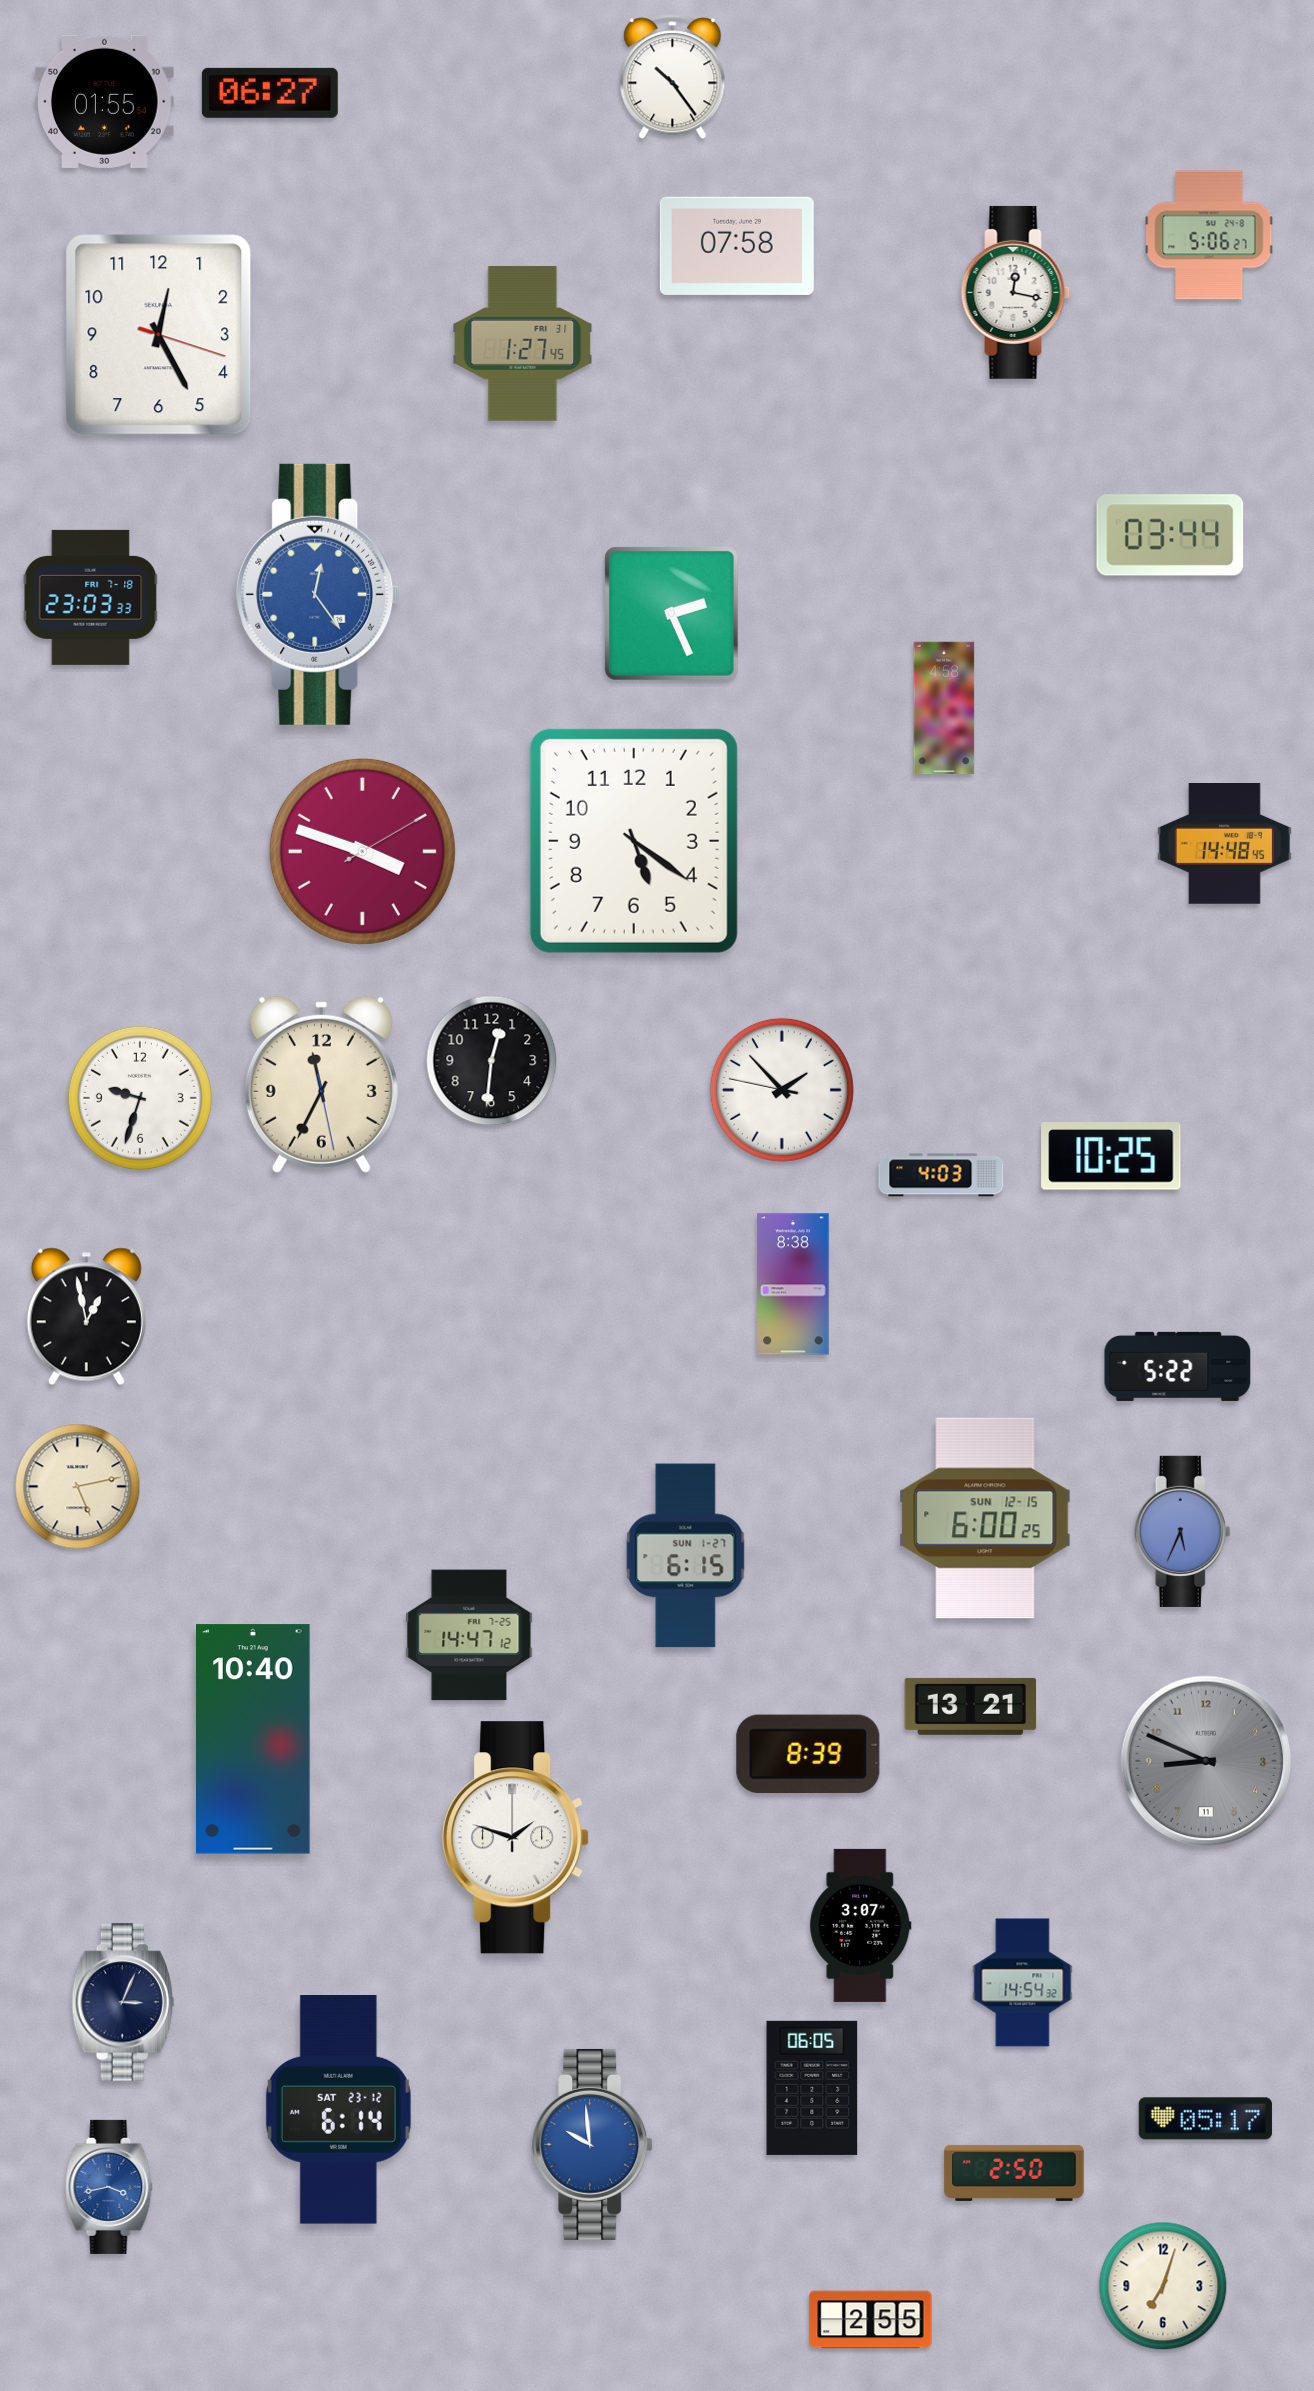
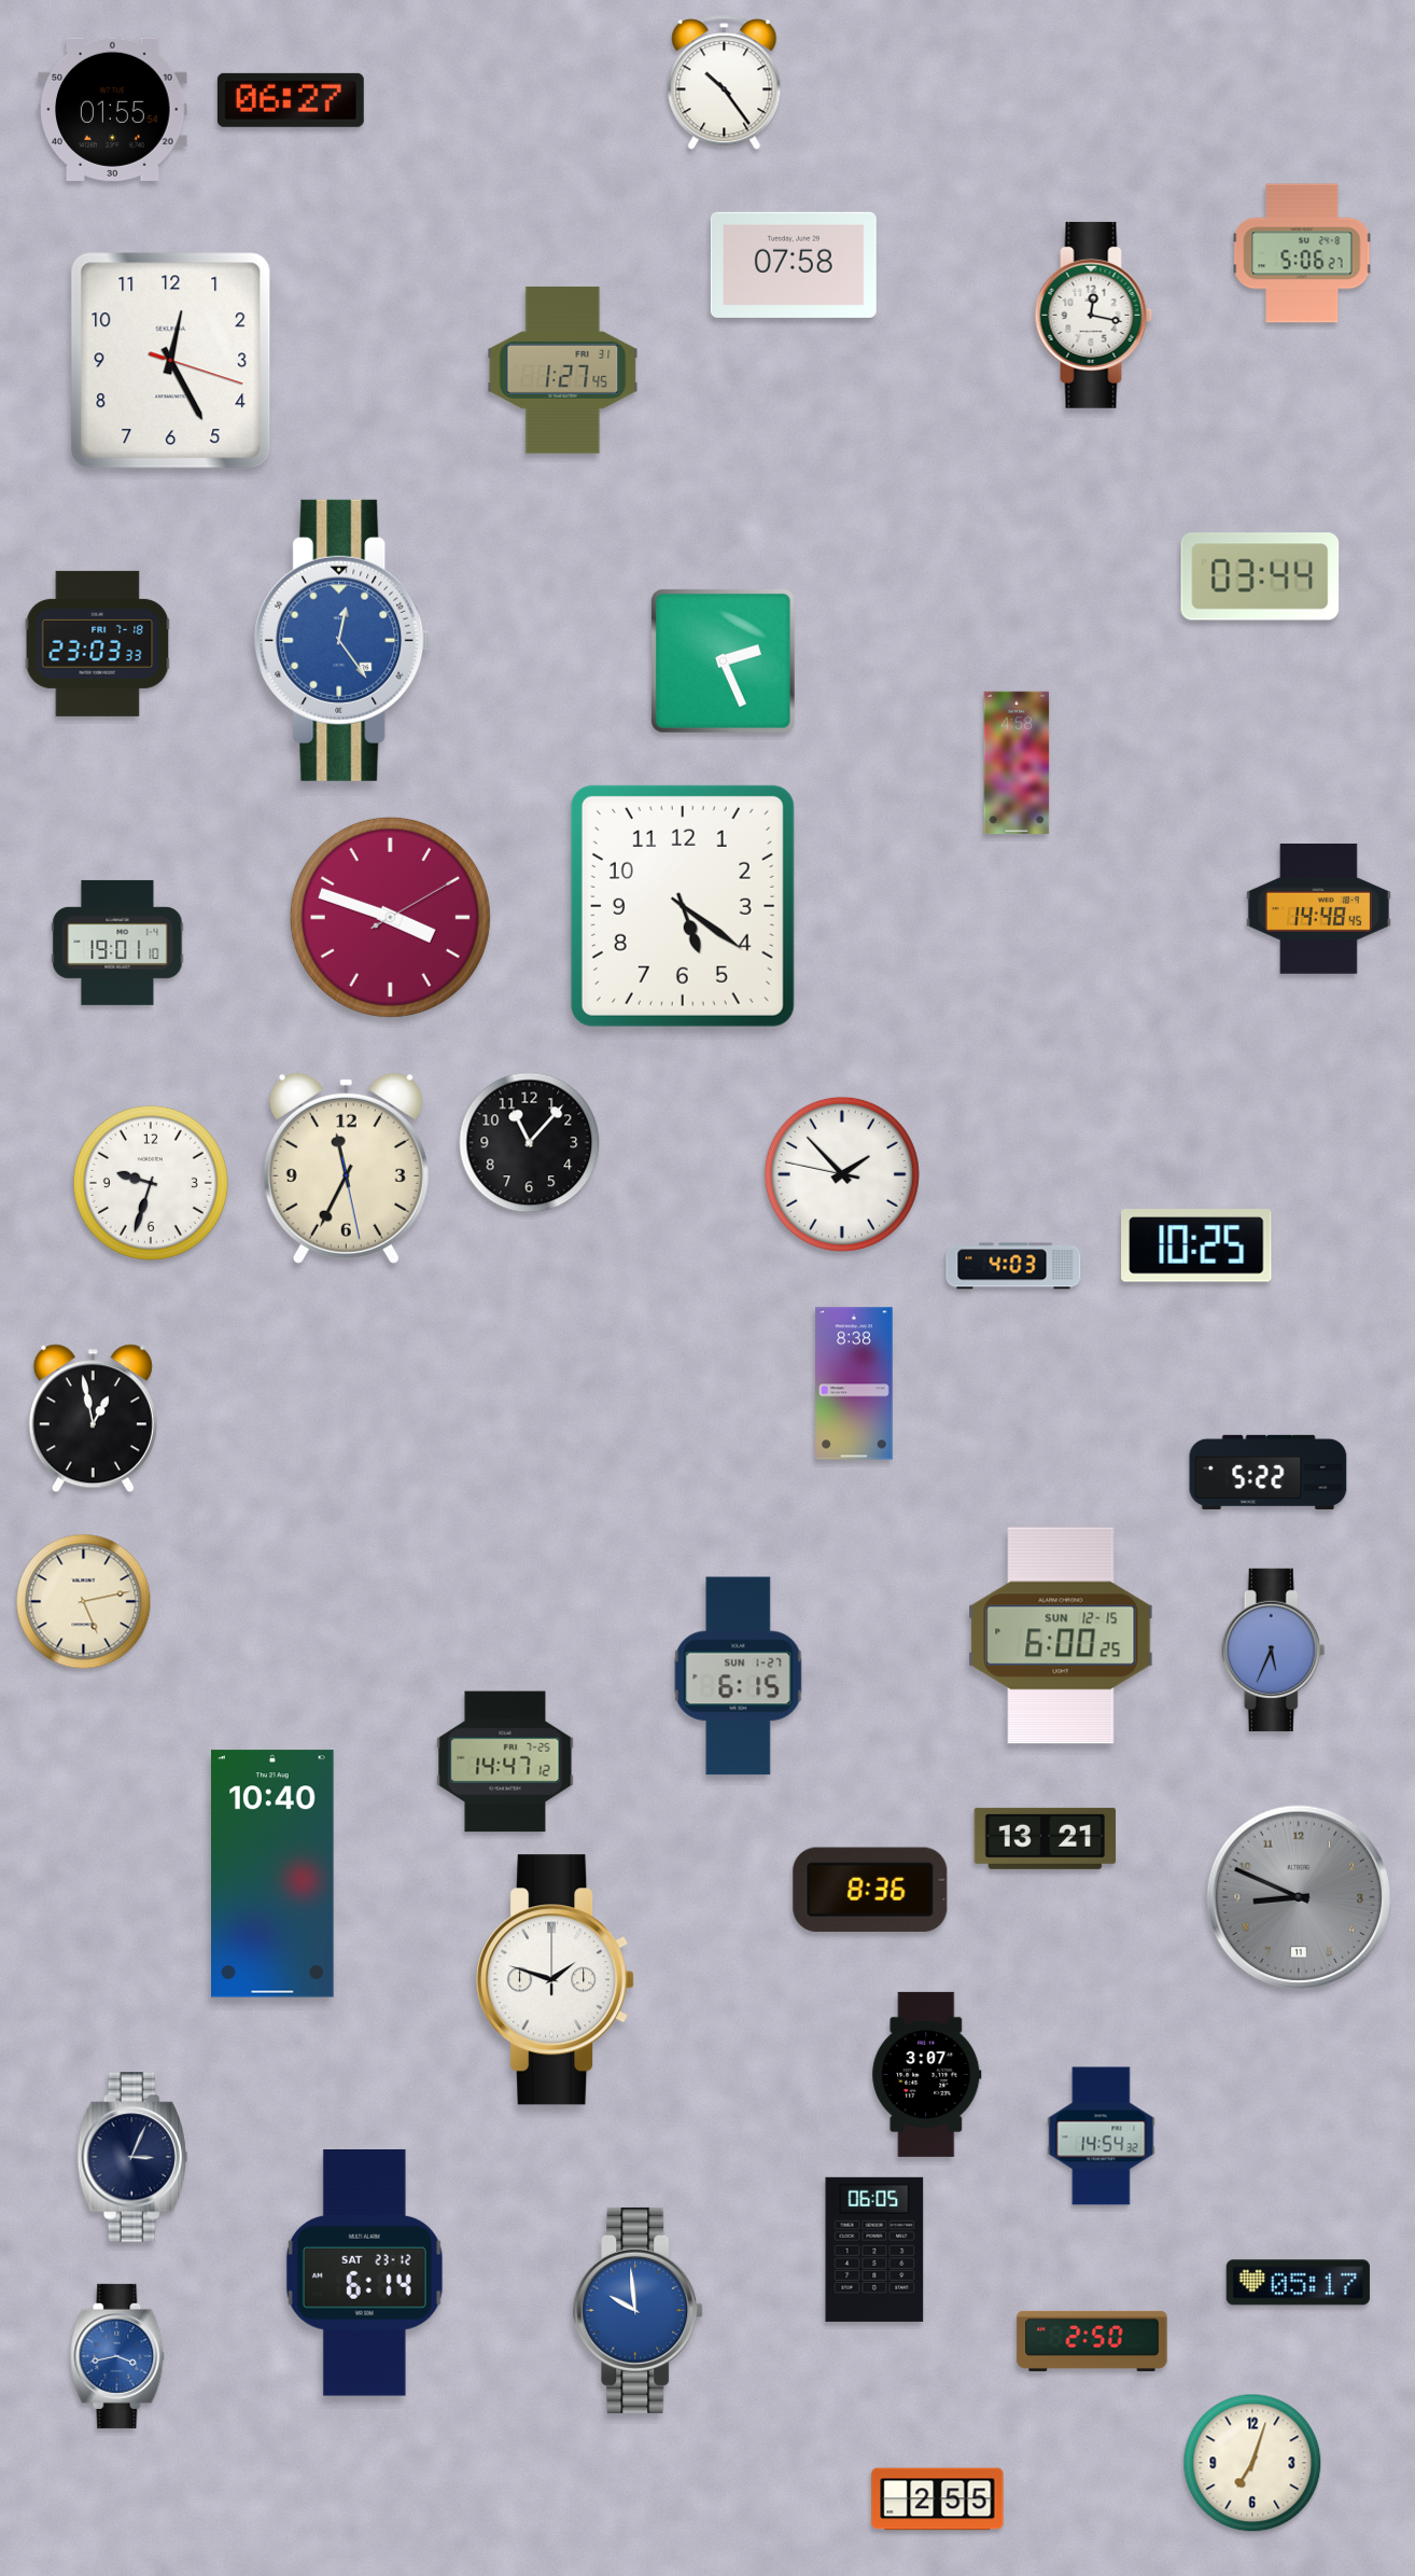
clock at (117, 943): none -> 19:01
clock at (492, 1061): 12:31 -> 11:07
clock at (808, 1754): 8:39 -> 8:36
